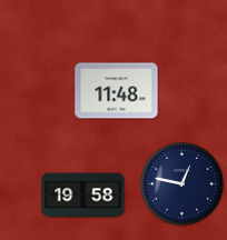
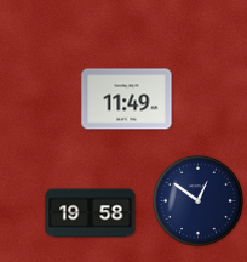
clock at (117, 91): 11:48 -> 11:49
clock at (181, 183): 12:47 -> 12:51
